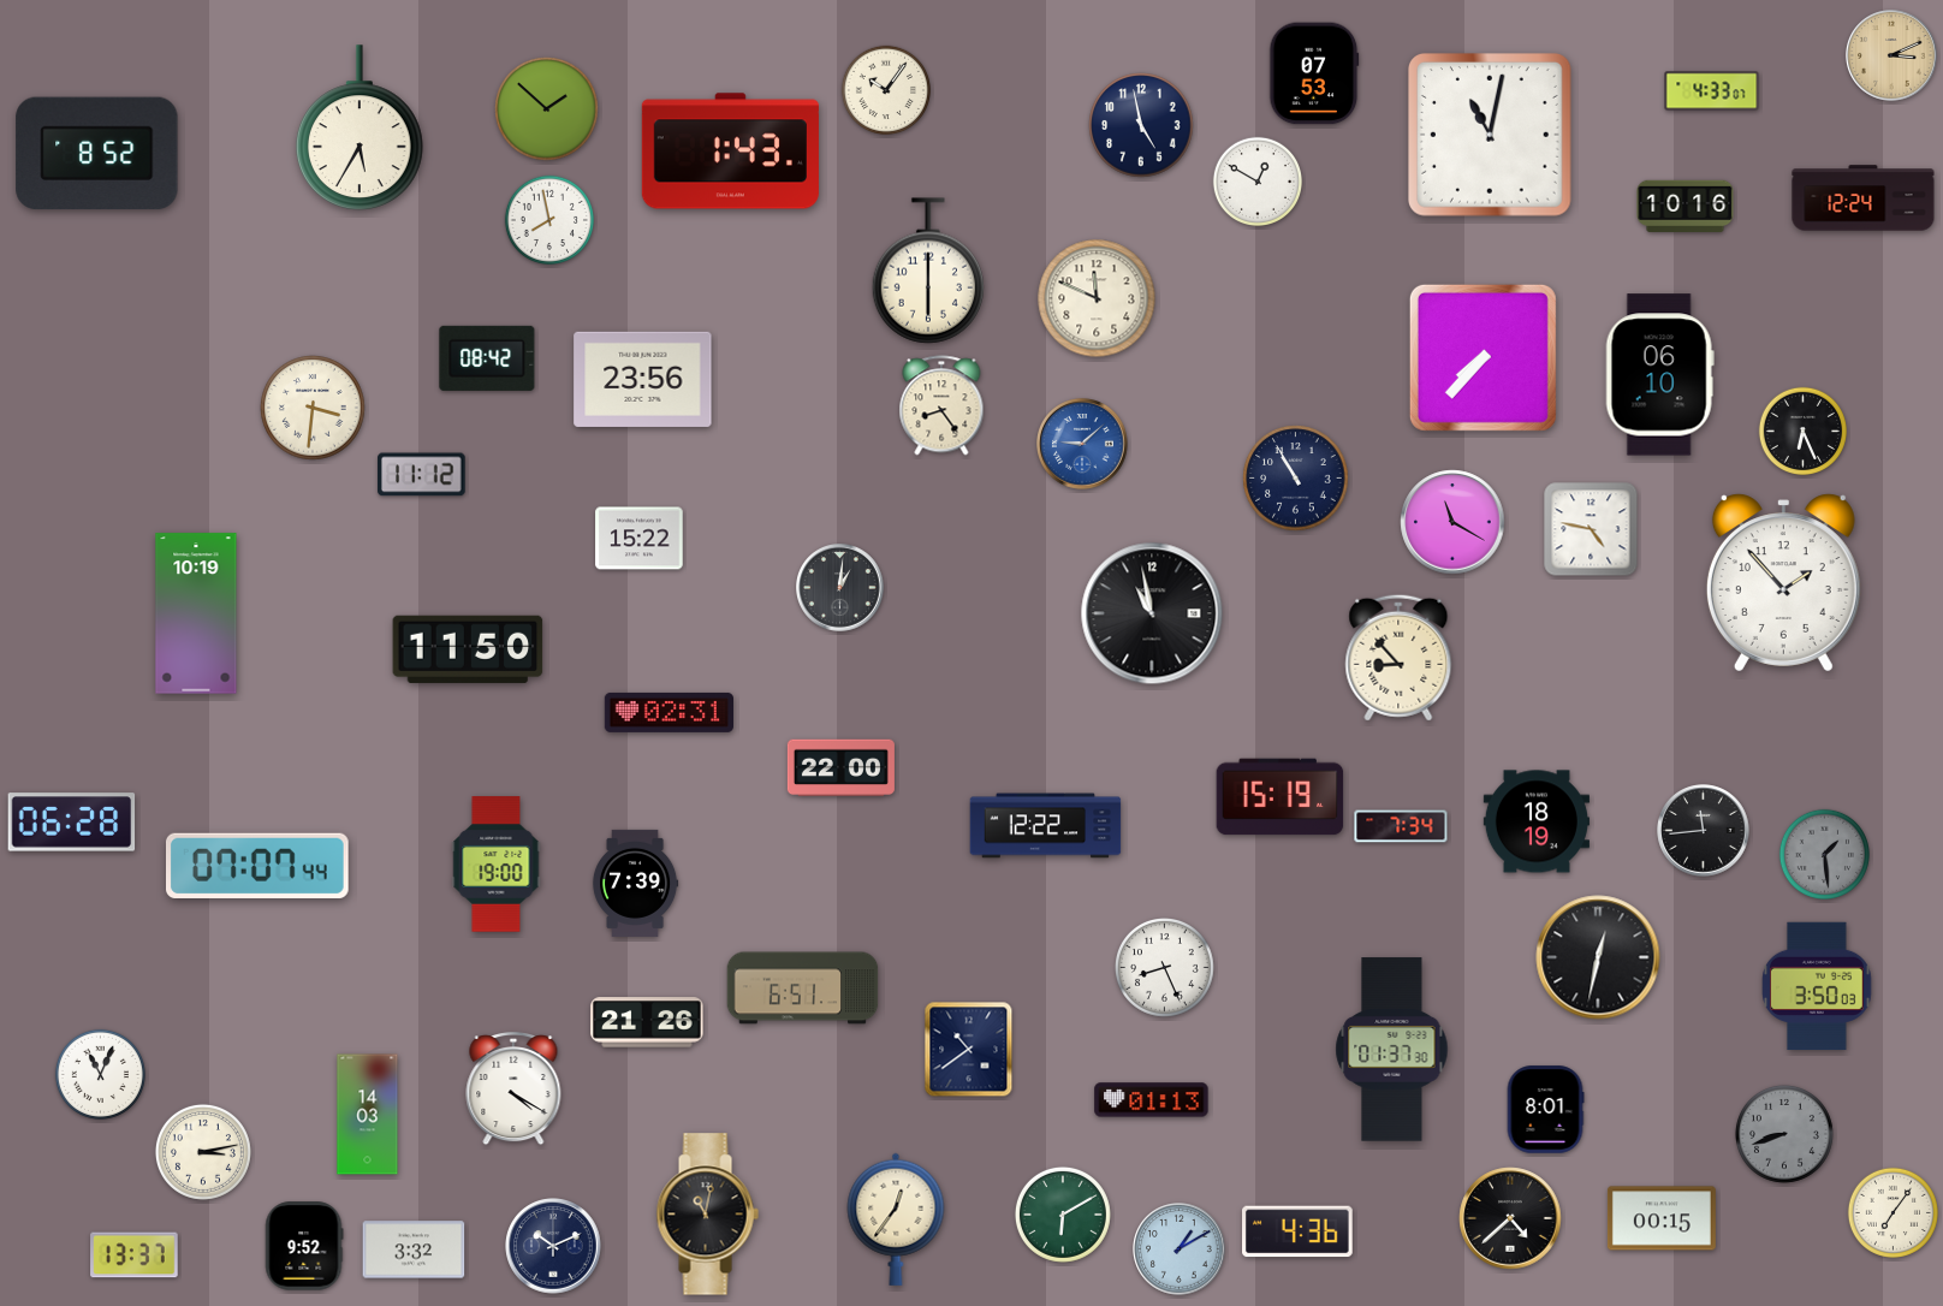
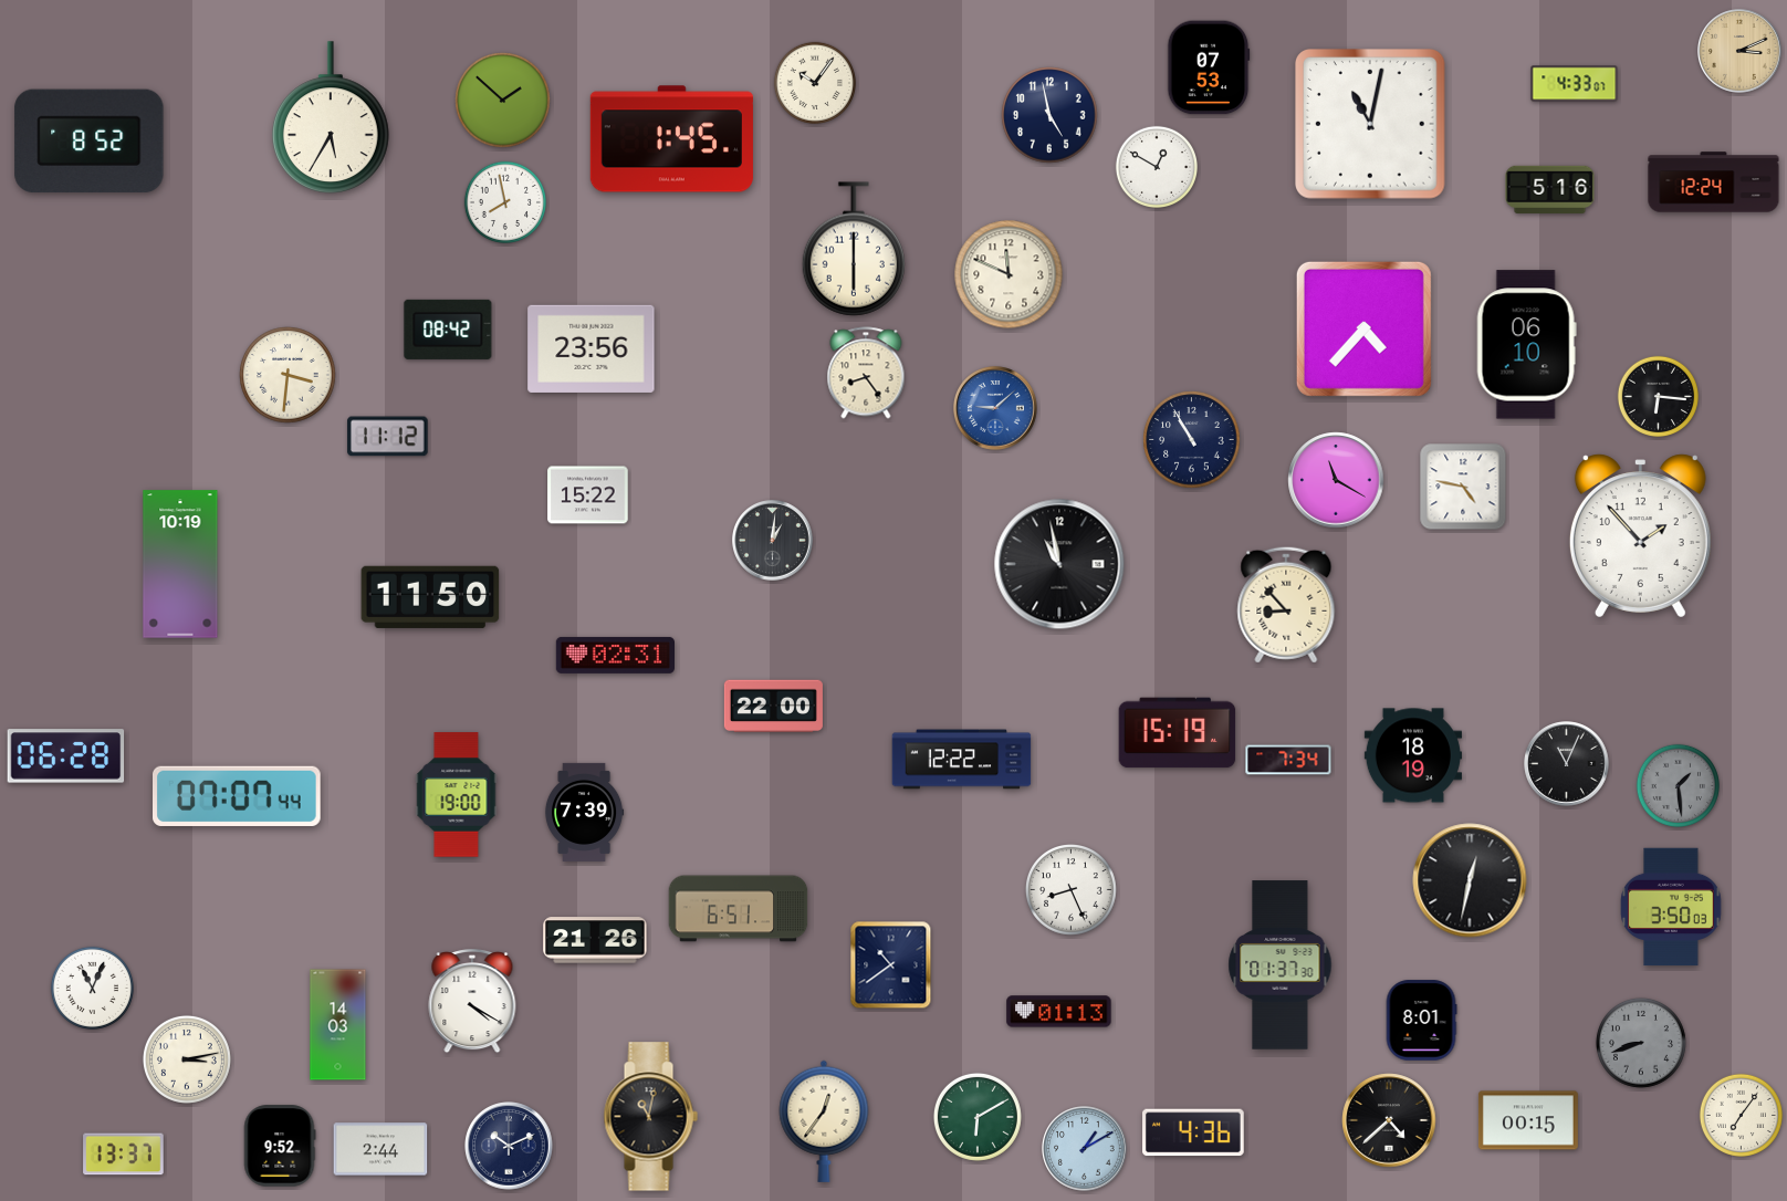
clock at (730, 152): 1:43 -> 1:45
clock at (1686, 207): 10:16 -> 5:16
clock at (1482, 357): 7:37 -> 4:37
clock at (1804, 432): 6:26 -> 6:16
clock at (1704, 831): 11:44 -> 11:04
clock at (414, 1249): 3:32 -> 2:44
